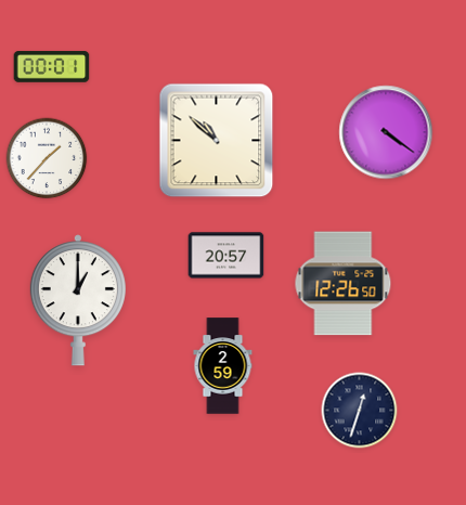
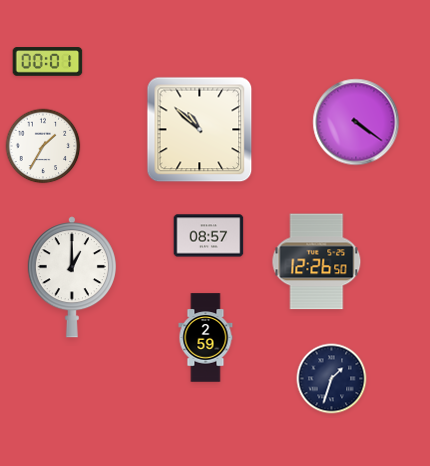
clock at (47, 158): 1:37 -> 1:35
clock at (226, 256): 20:57 -> 08:57
clock at (360, 411): 12:33 -> 1:33
